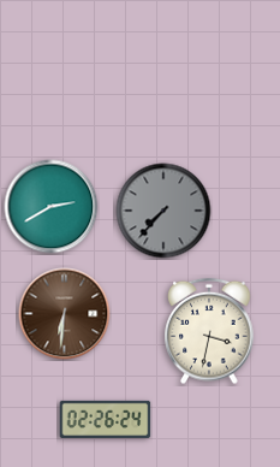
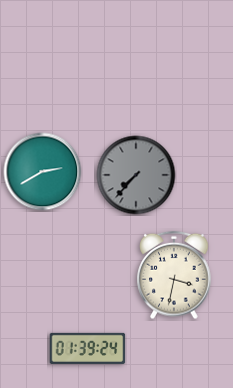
clock at (65, 314): 6:31 -> none
clock at (106, 419): 02:26 -> 01:39
